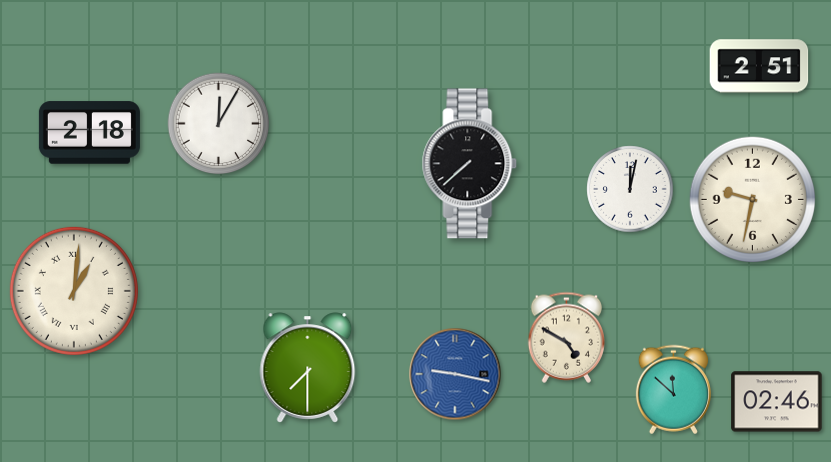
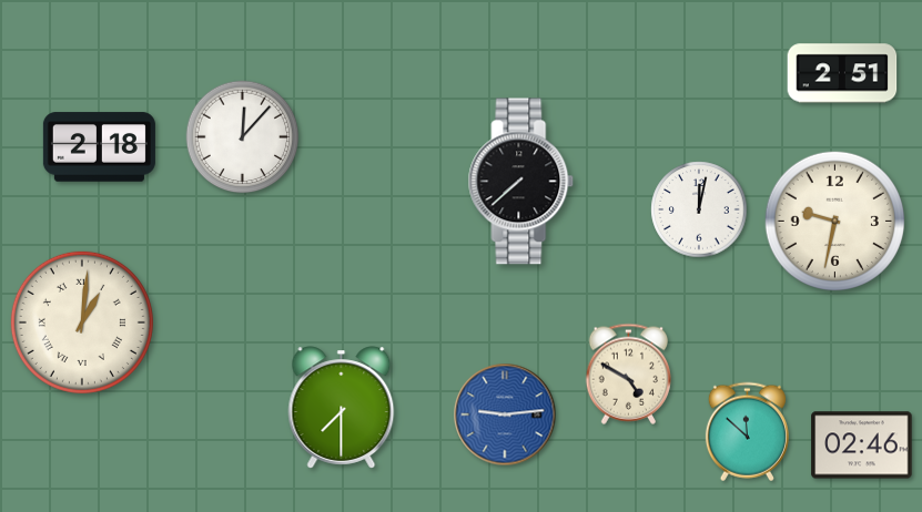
clock at (219, 124): 12:05 -> 12:07
clock at (455, 374): 9:17 -> 9:14
